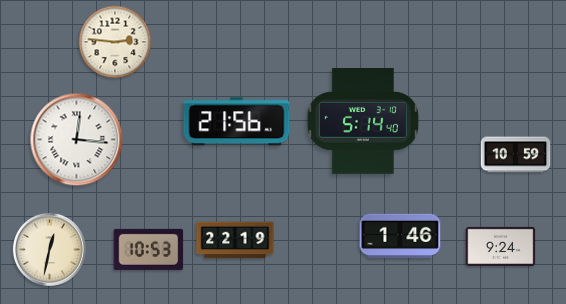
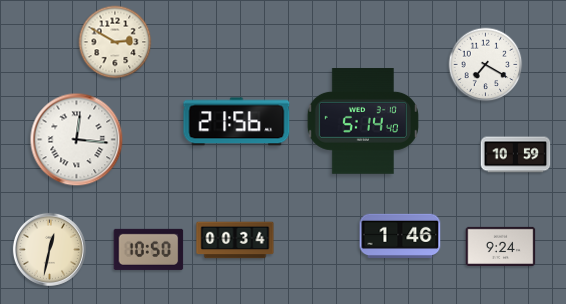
clock at (115, 42): 2:46 -> 2:50
clock at (486, 65): none -> 7:20
clock at (235, 240): 22:19 -> 00:34
clock at (149, 249): 10:53 -> 10:50
